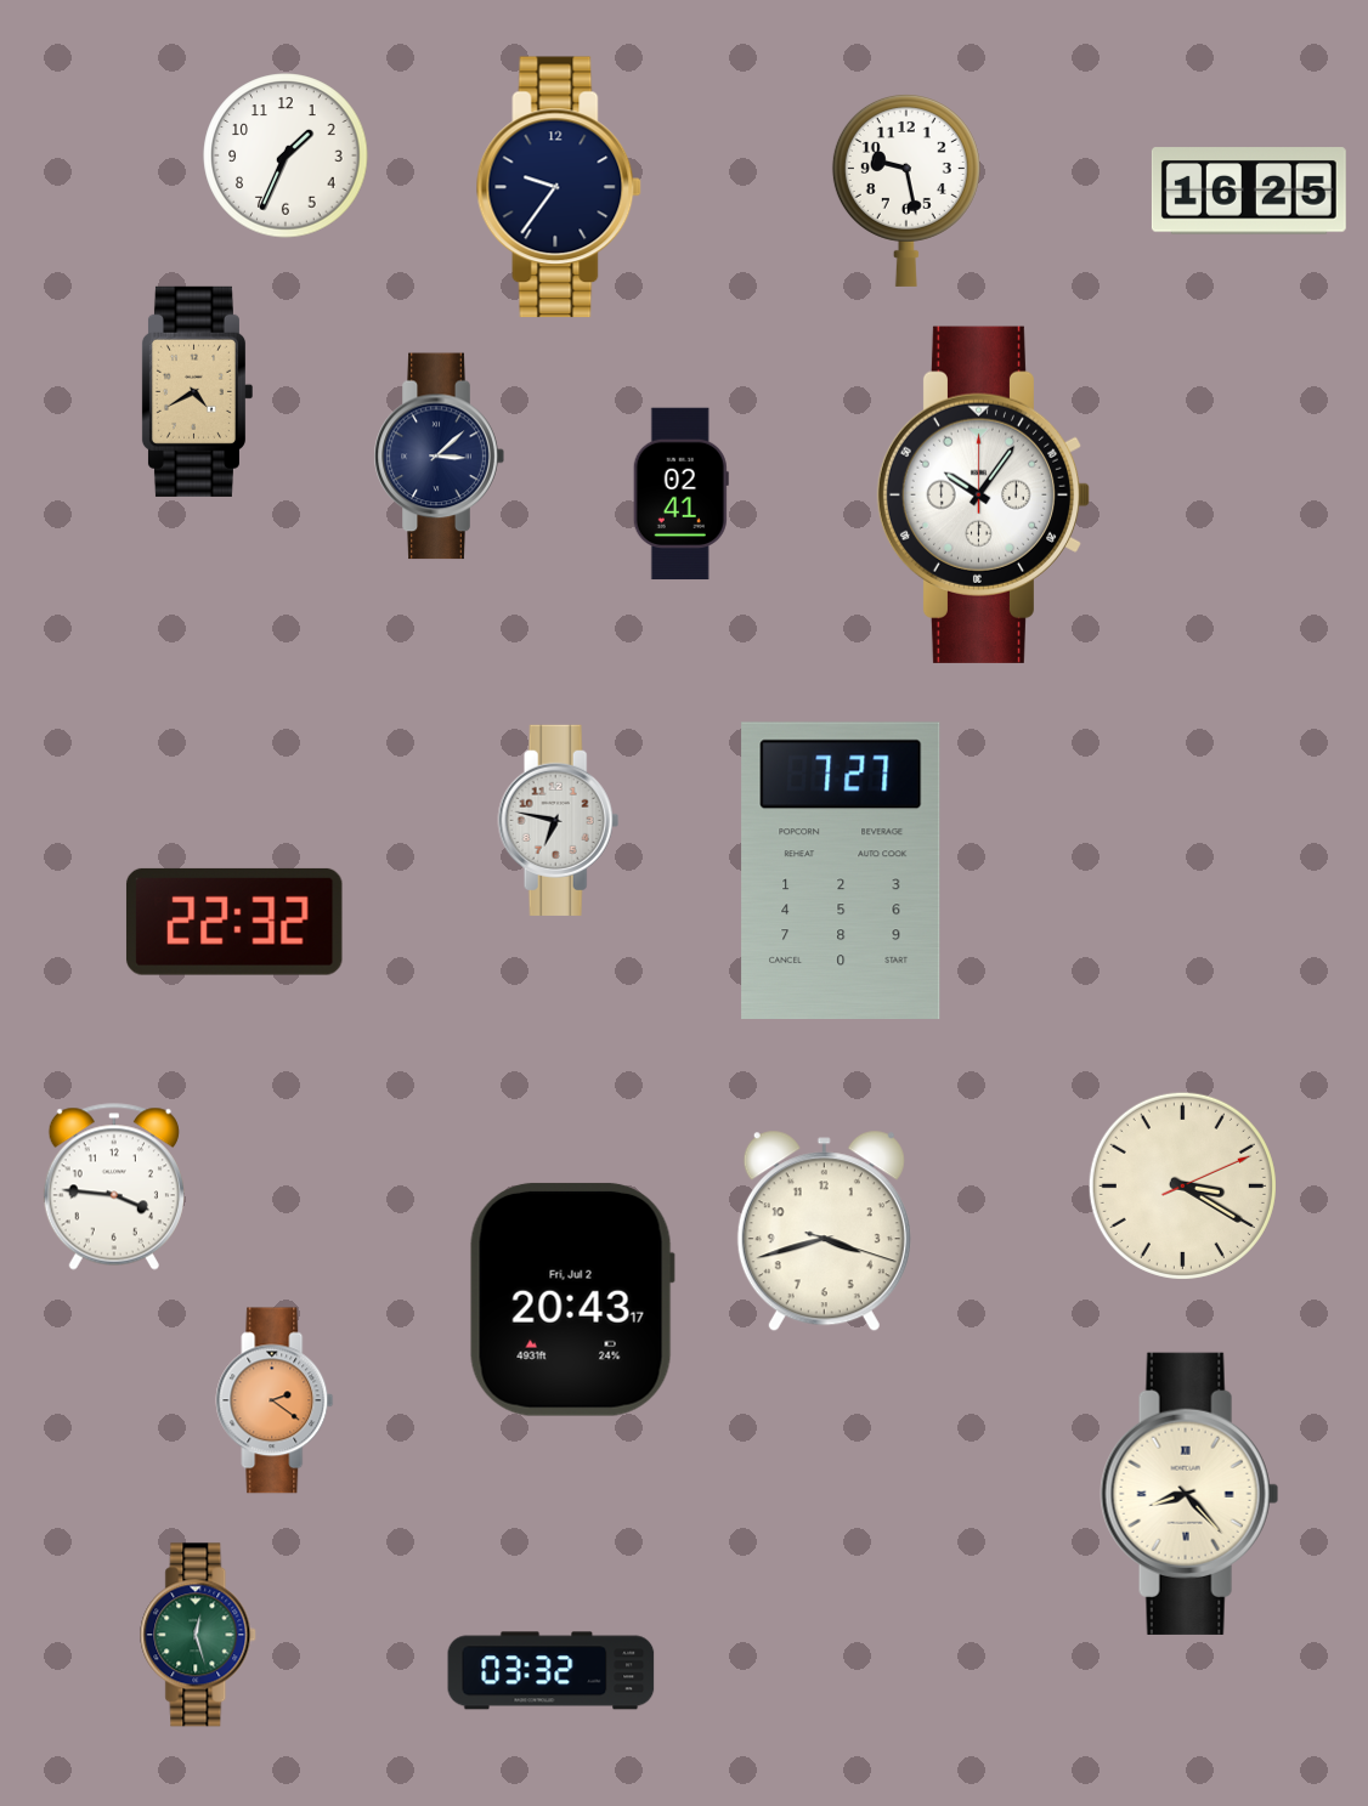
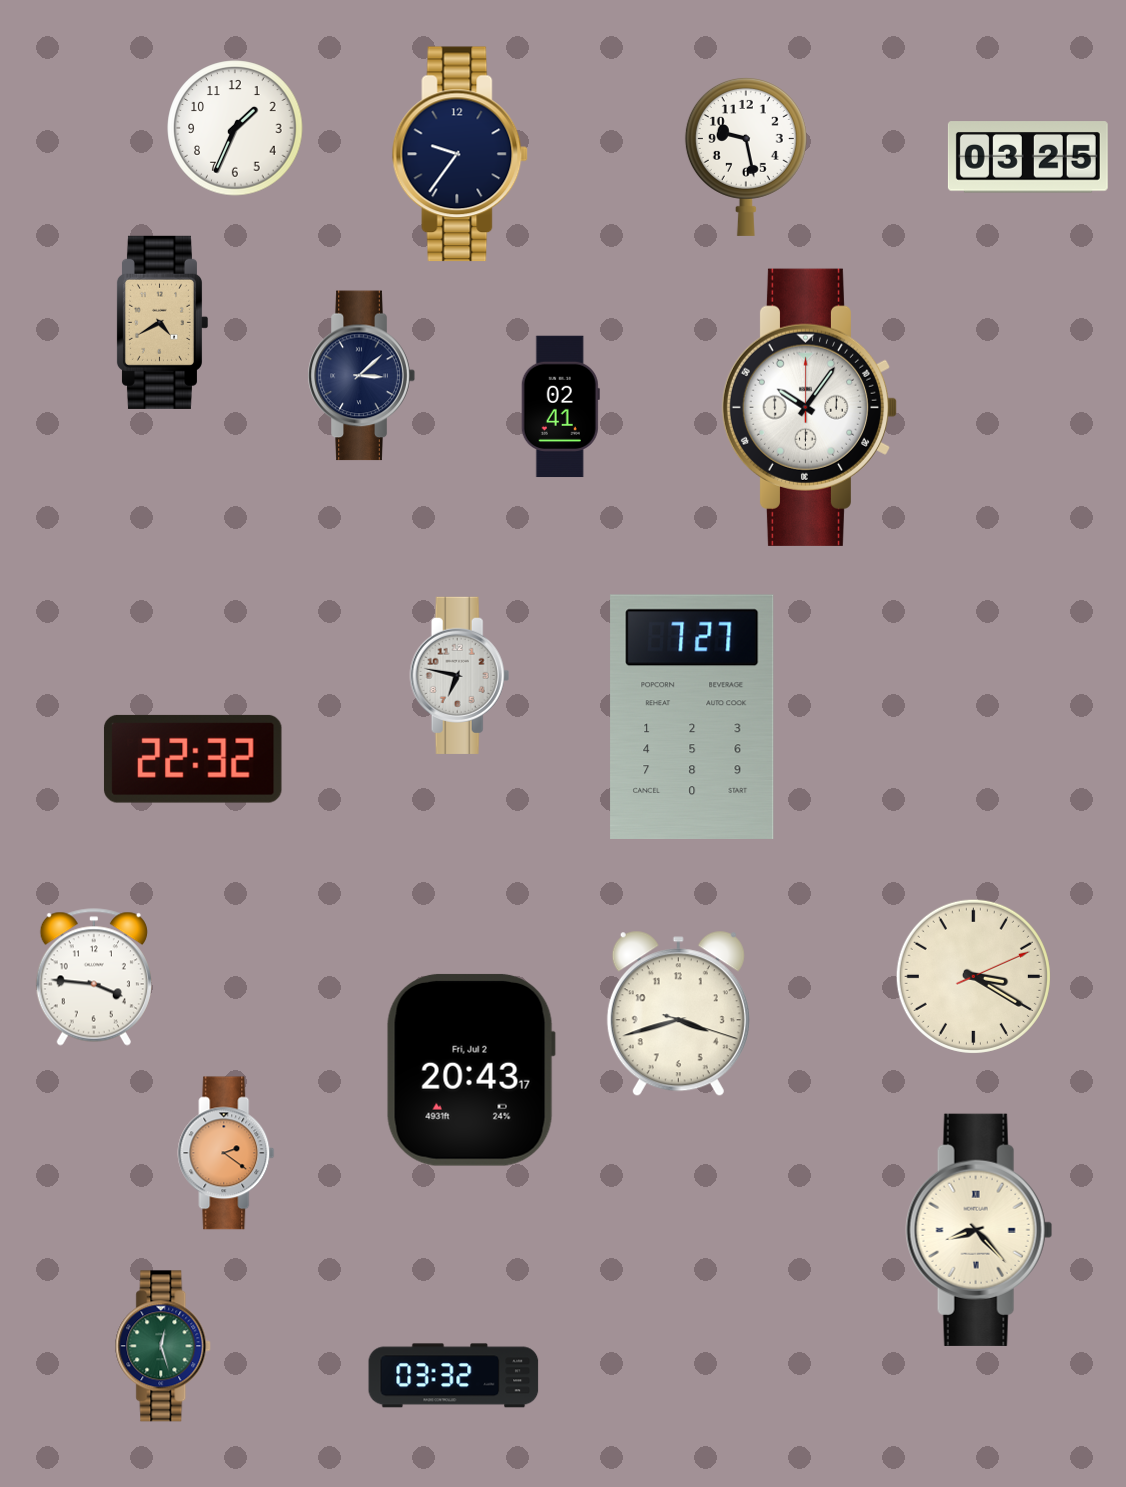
clock at (1249, 191): 16:25 -> 03:25
